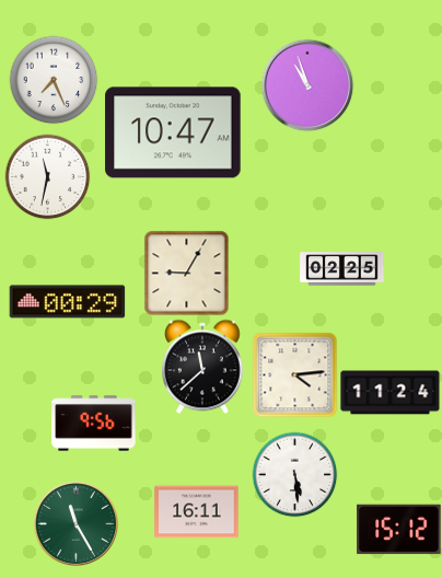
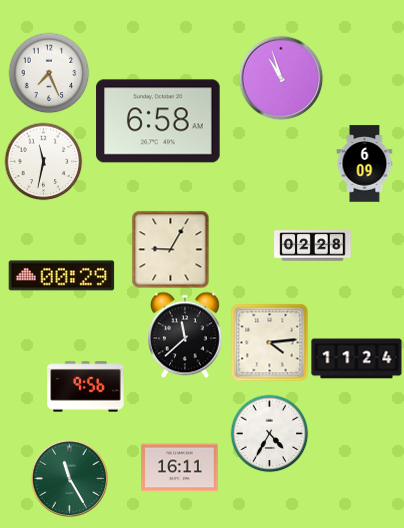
clock at (173, 132): 10:47 -> 6:58
clock at (365, 164): none -> 6:09
clock at (342, 269): 02:25 -> 02:28
clock at (294, 474): 5:29 -> 4:35
clock at (399, 530): 15:12 -> none
